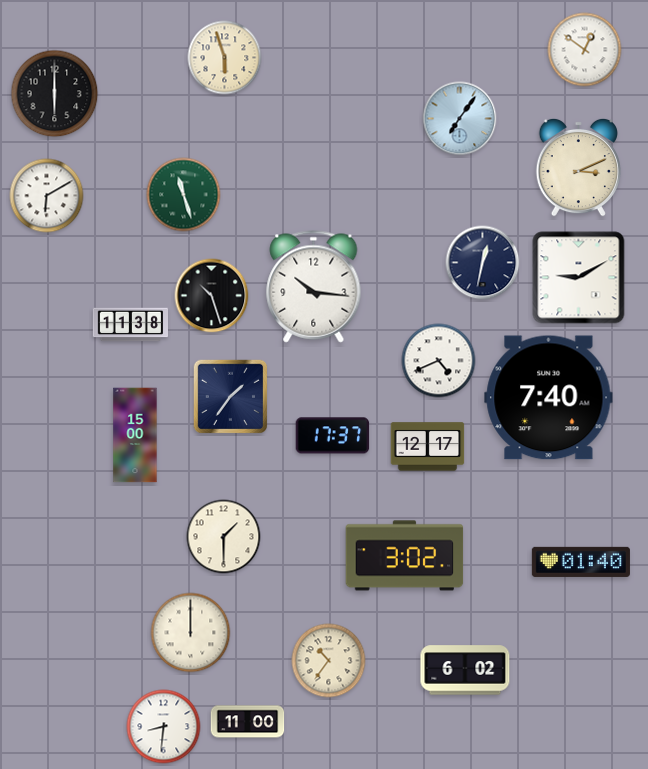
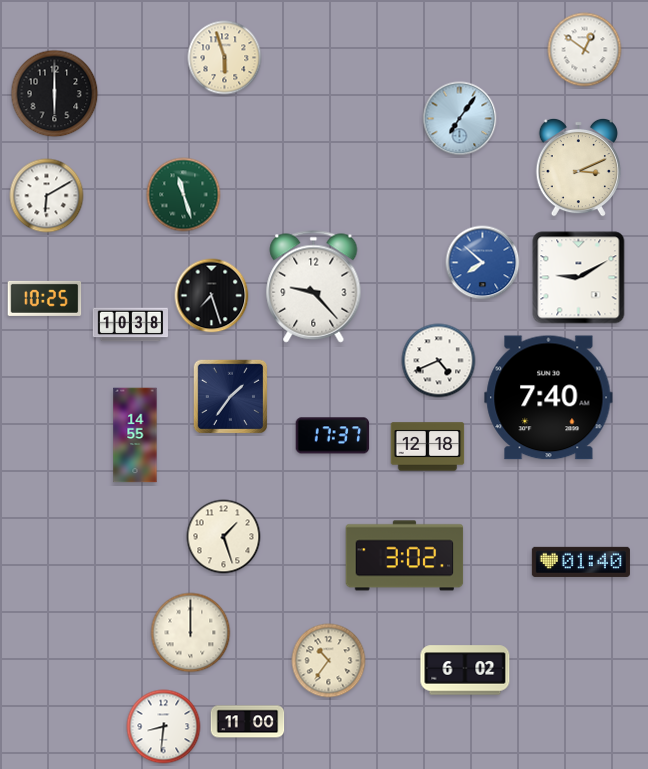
clock at (483, 263): 12:32 -> 7:52
clock at (483, 263) dial: navy -> blue
clock at (314, 287): 10:16 -> 9:23
clock at (212, 296): 10:27 -> 7:27
clock at (45, 298): none -> 10:25
clock at (130, 325): 11:38 -> 10:38
clock at (135, 435): 15:00 -> 14:55
clock at (428, 447): 12:17 -> 12:18
clock at (224, 537): 1:30 -> 1:27
